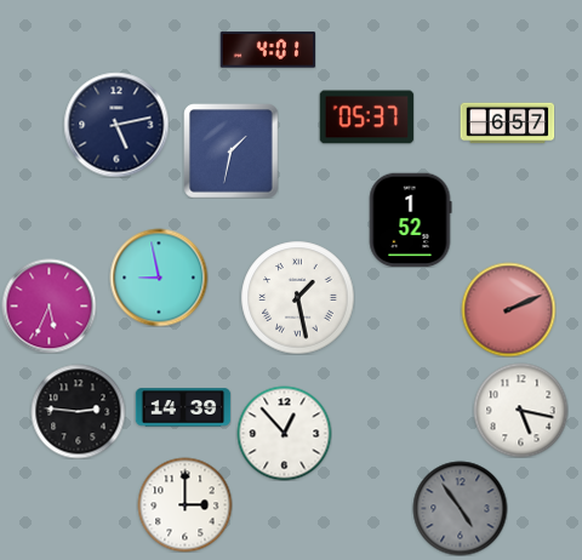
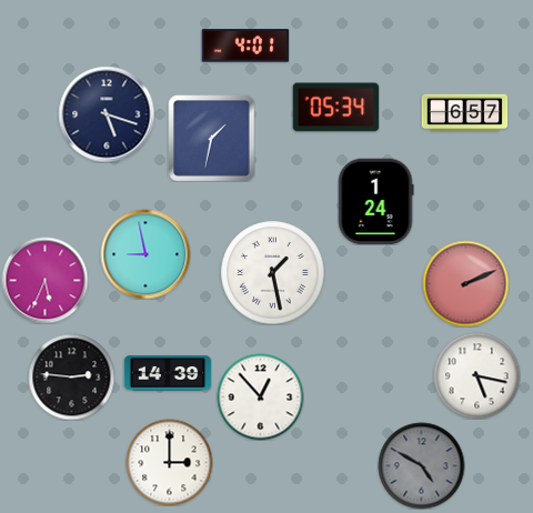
clock at (366, 118): 05:37 -> 05:34
clock at (116, 125): 5:13 -> 5:18
clock at (410, 219): 1:52 -> 1:24
clock at (460, 508): 4:54 -> 4:50
